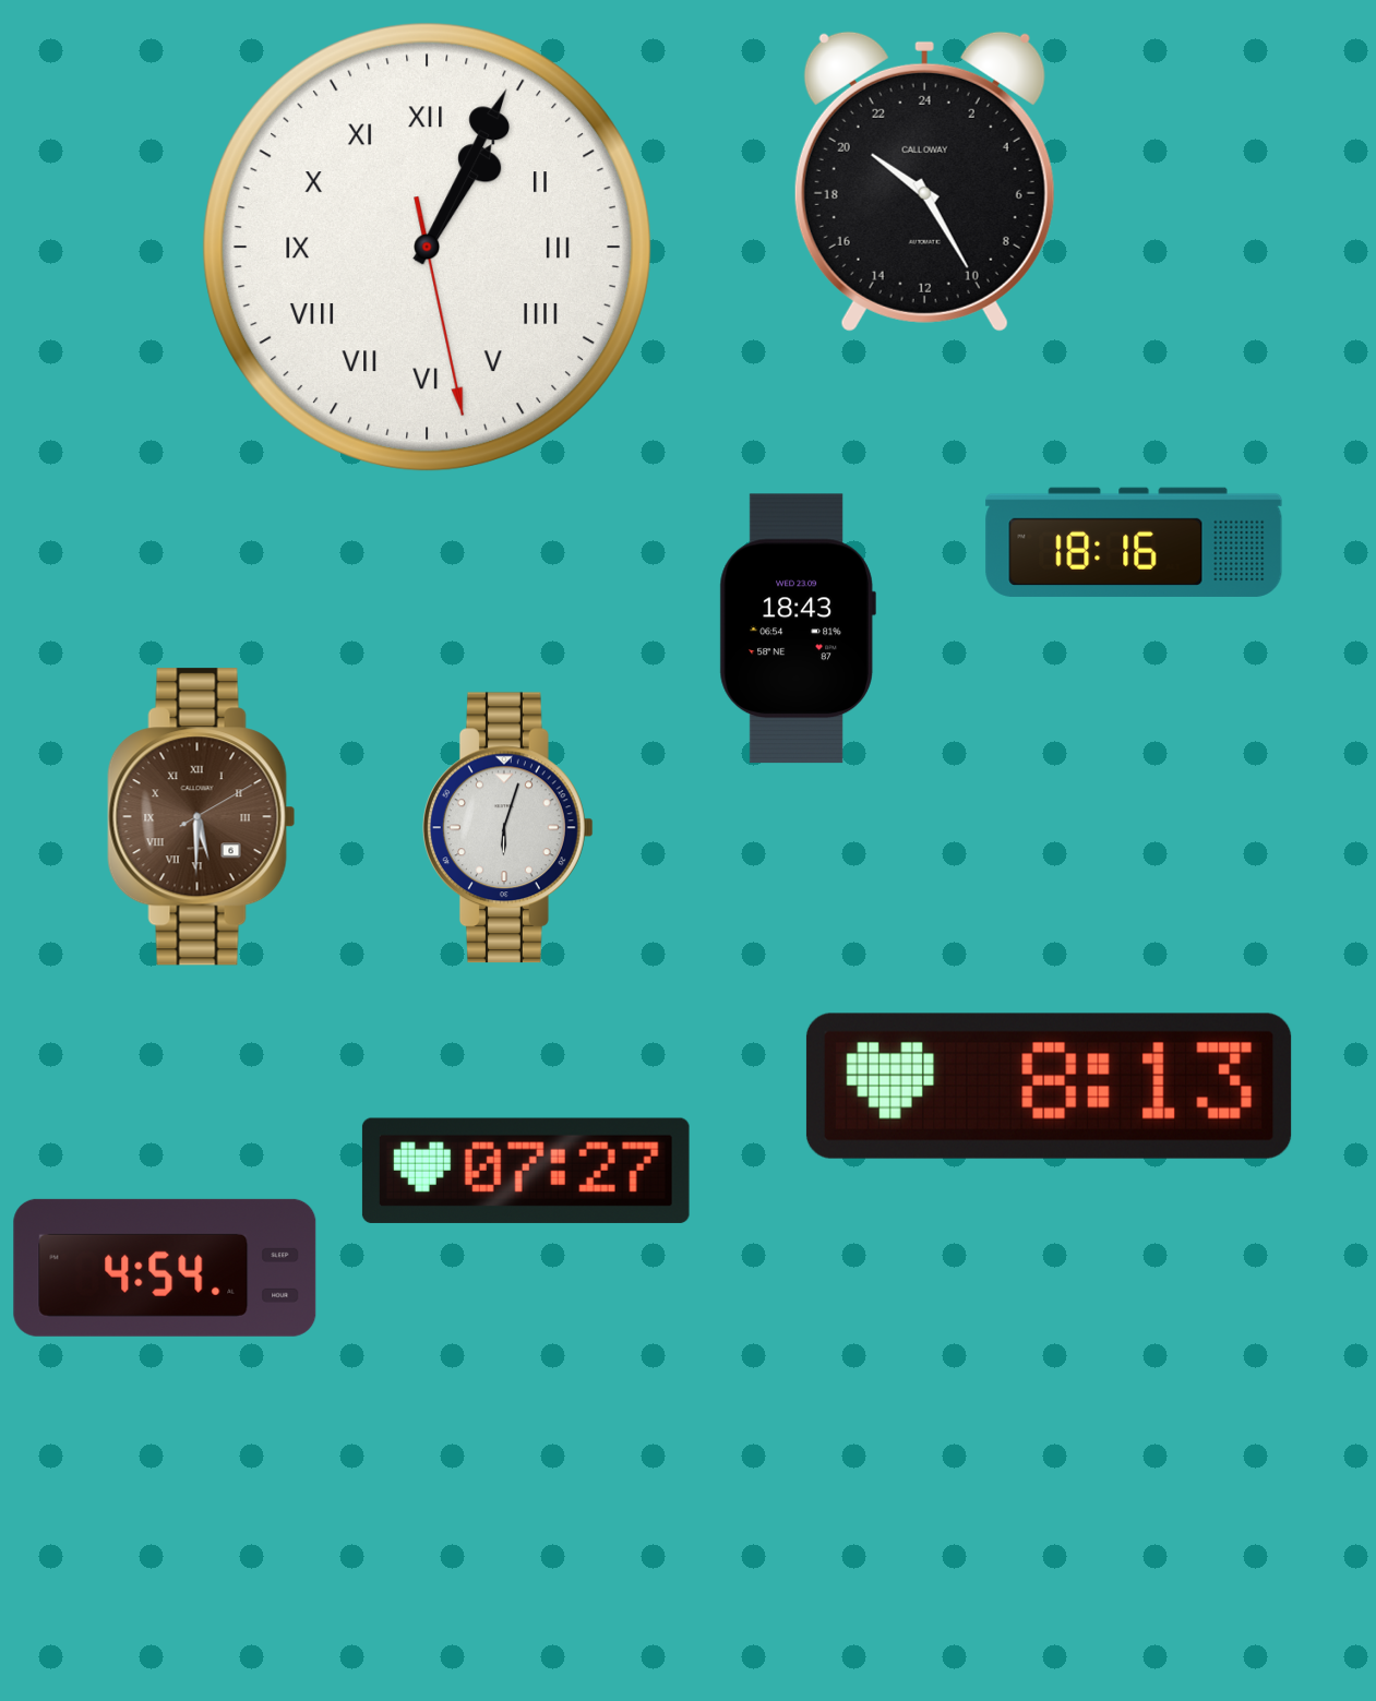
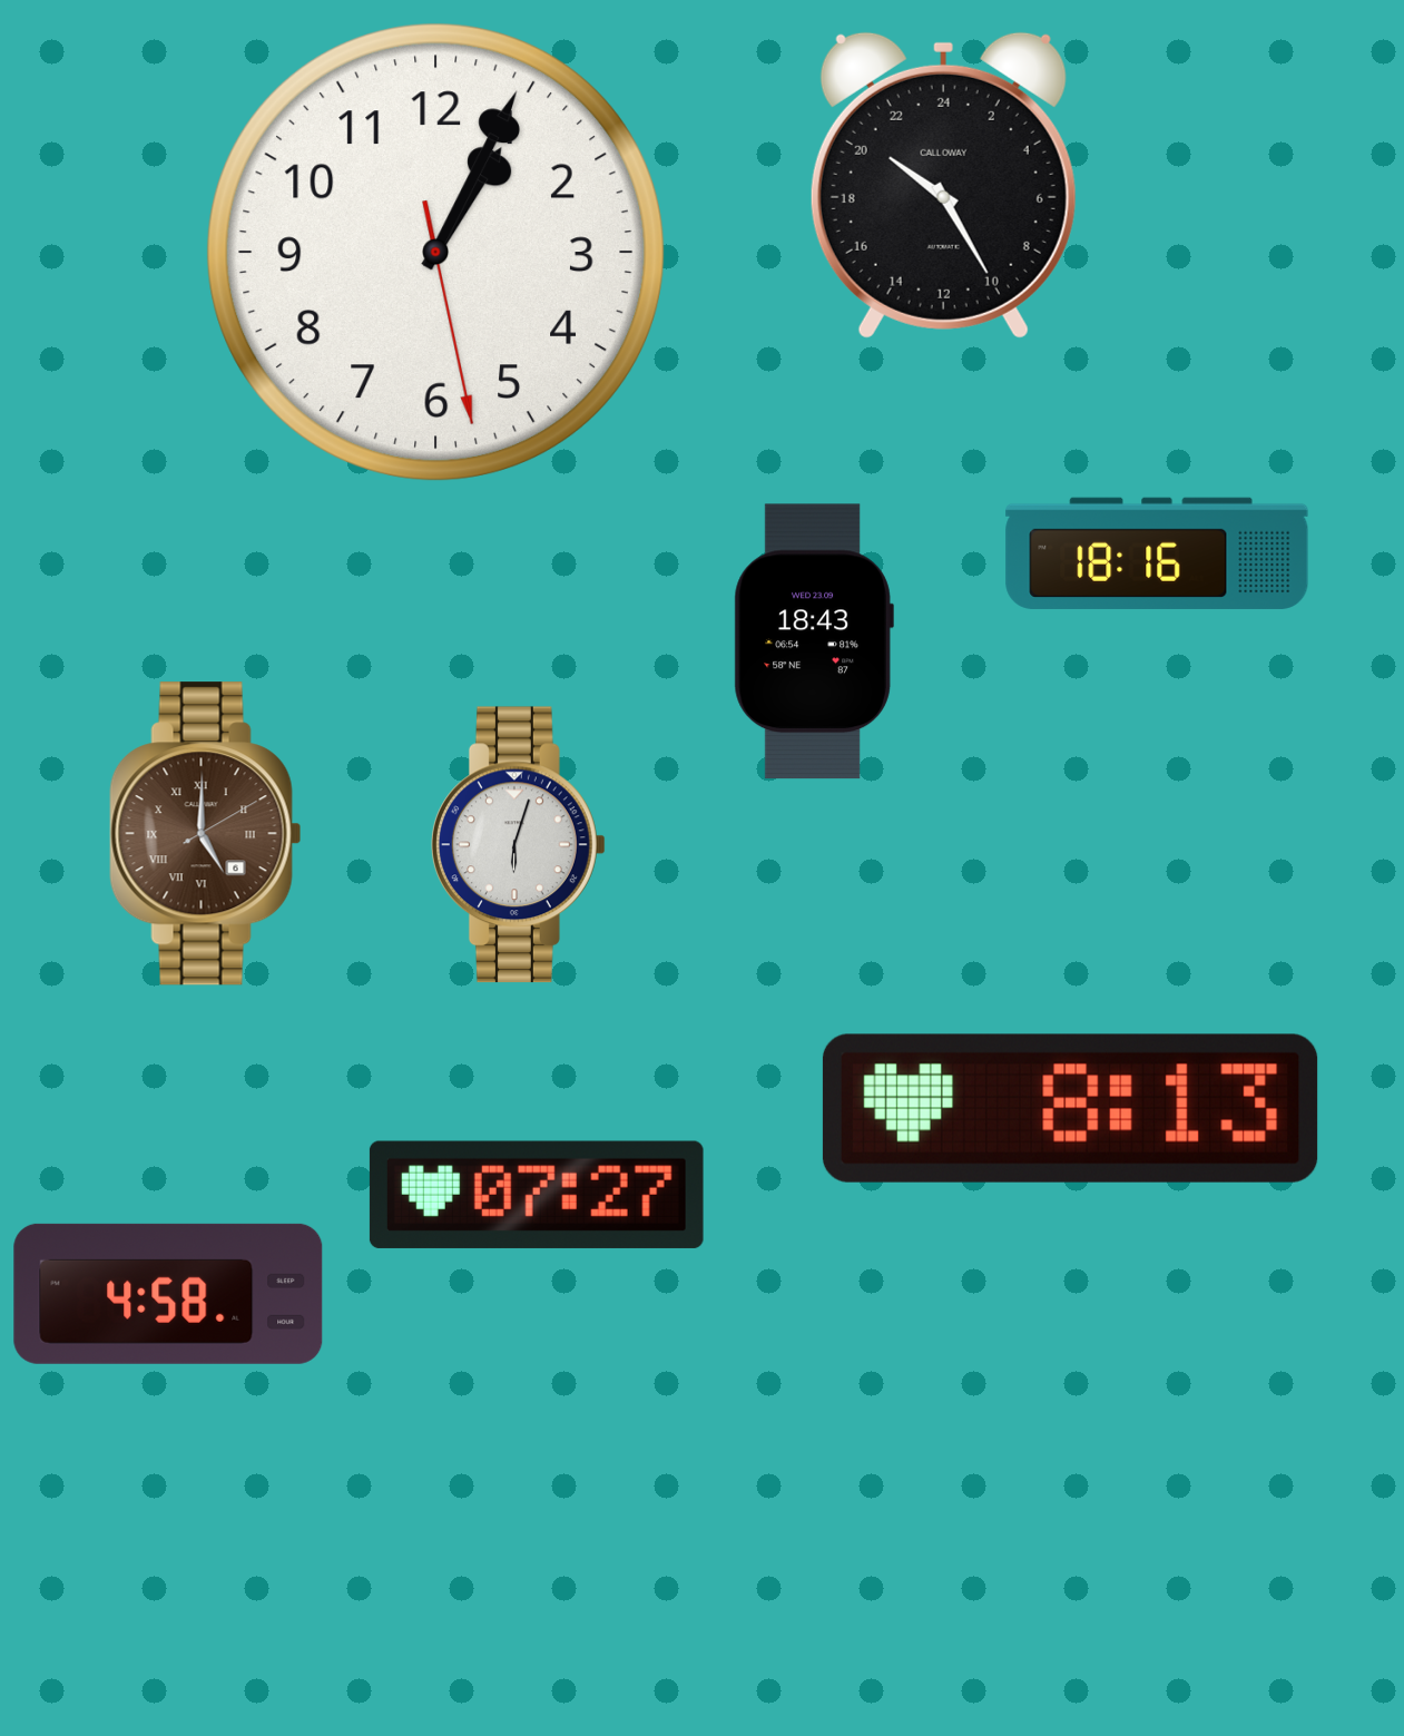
clock at (427, 247) numerals: Roman -> Arabic
clock at (202, 817): 5:30 -> 5:00
clock at (165, 1268): 4:54 -> 4:58
